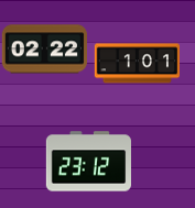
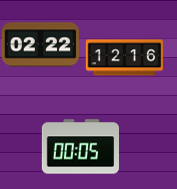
clock at (137, 64): 1:01 -> 12:16
clock at (88, 162): 23:12 -> 00:05
